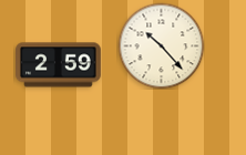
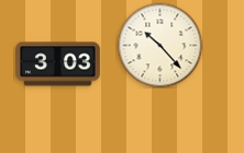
clock at (59, 65): 2:59 -> 3:03
